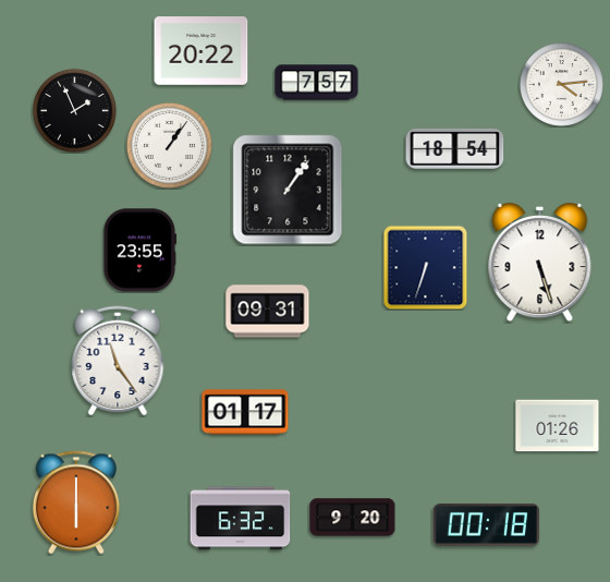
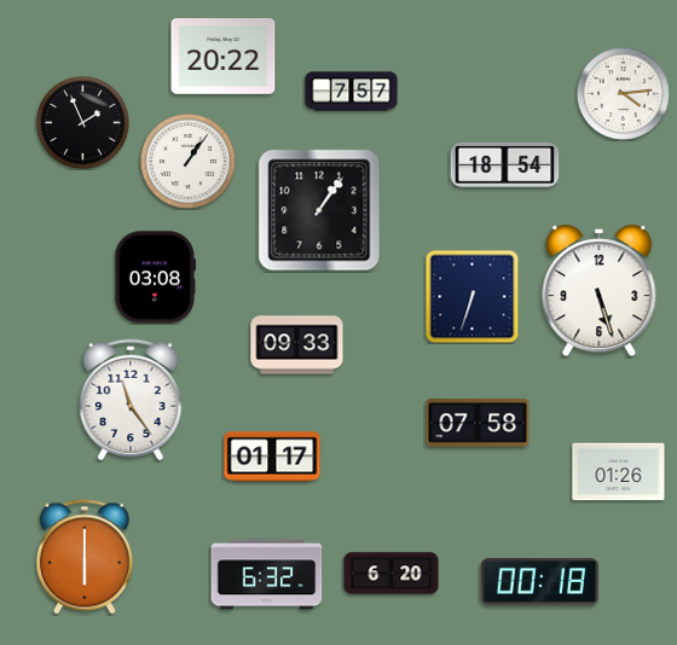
clock at (139, 251): 23:55 -> 03:08
clock at (268, 312): 09:31 -> 09:33
clock at (478, 423): none -> 07:58
clock at (353, 518): 9:20 -> 6:20
